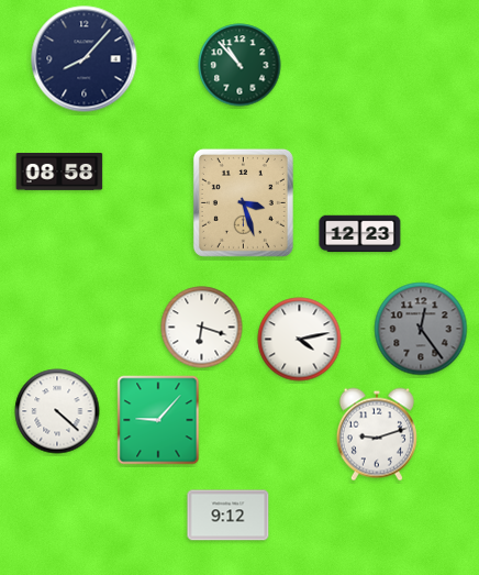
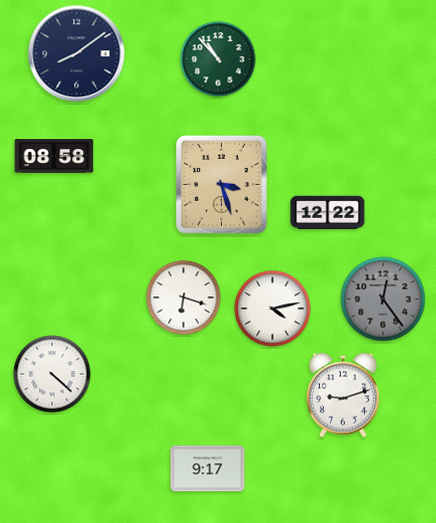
clock at (85, 59): 8:07 -> 8:09
clock at (360, 234): 12:23 -> 12:22
clock at (158, 420): 9:07 -> none
clock at (229, 516): 9:12 -> 9:17
